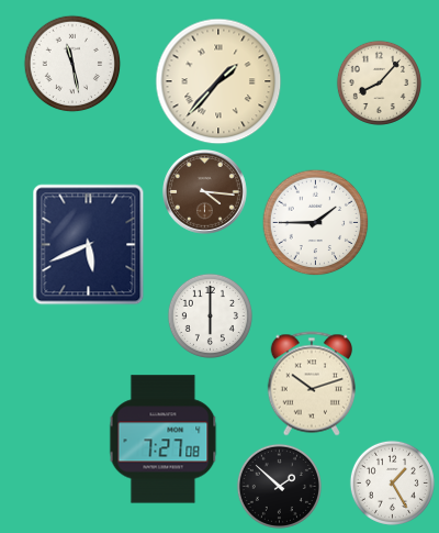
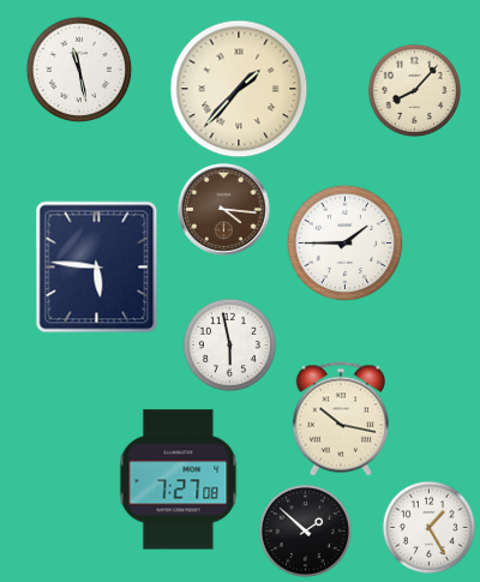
clock at (89, 245): 5:41 -> 5:46
clock at (210, 315): 6:00 -> 5:58
clock at (311, 384): 10:12 -> 10:17
